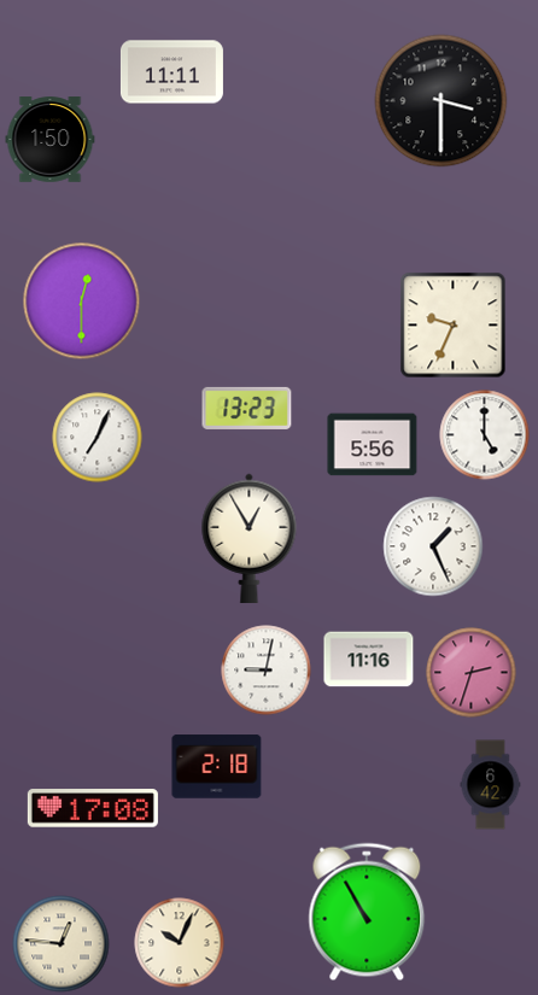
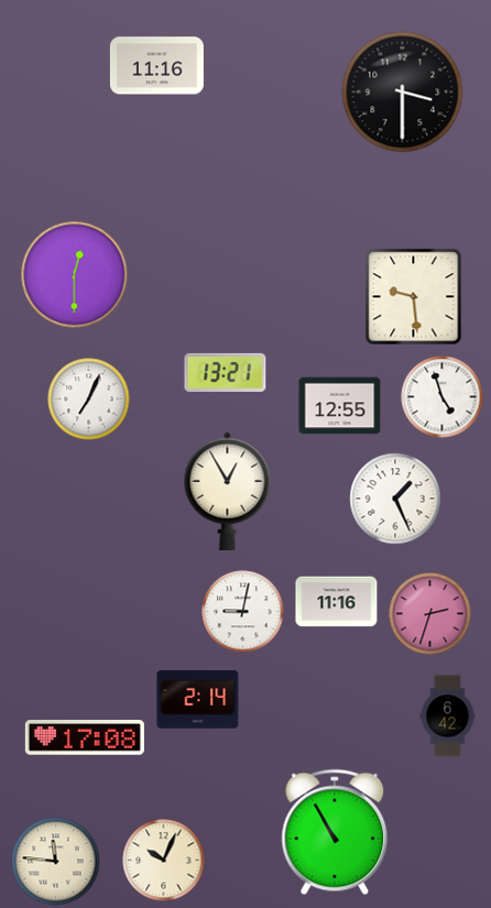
clock at (171, 72): 11:11 -> 11:16
clock at (51, 140): 1:50 -> none
clock at (454, 326): 9:34 -> 9:29
clock at (247, 408): 13:23 -> 13:21
clock at (485, 435): 5:00 -> 4:57
clock at (373, 445): 5:56 -> 12:55
clock at (217, 767): 2:18 -> 2:14
clock at (62, 944): 12:46 -> 11:46
